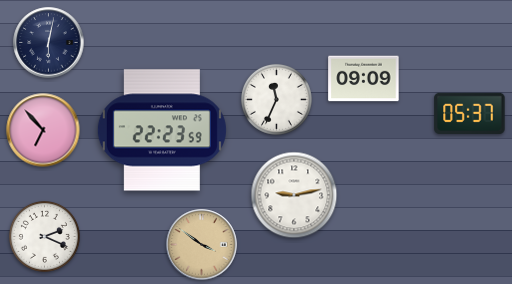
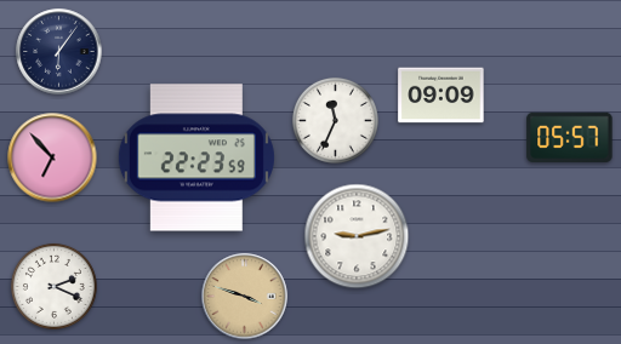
clock at (49, 43): 6:02 -> 6:06
clock at (470, 113): 05:37 -> 05:57
clock at (202, 245): 3:51 -> 3:48
